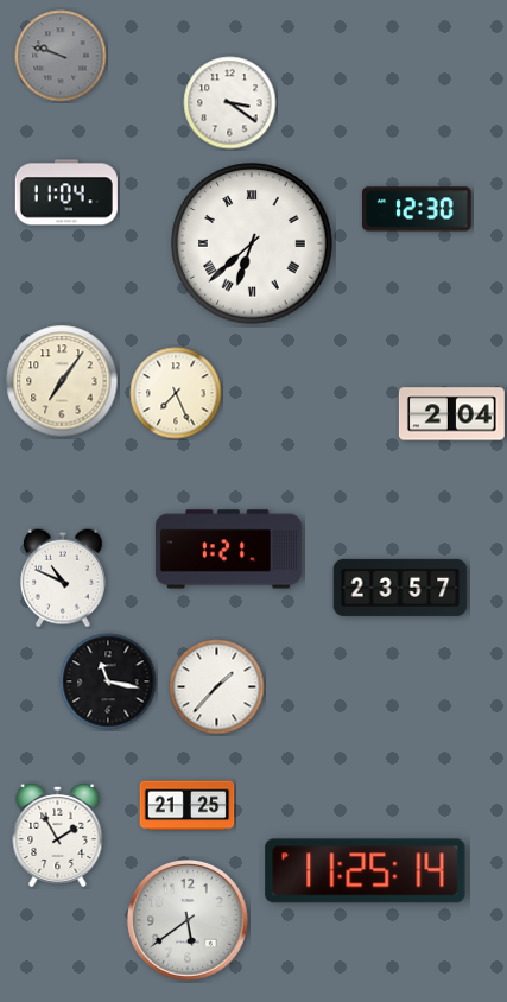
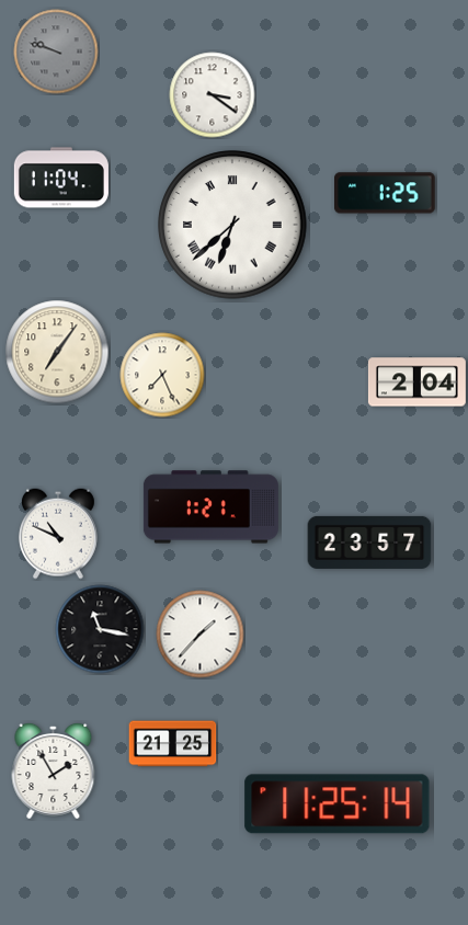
clock at (418, 209): 12:30 -> 1:25
clock at (176, 393) position: (176, 393) -> (162, 375)
clock at (189, 921): 5:39 -> none
